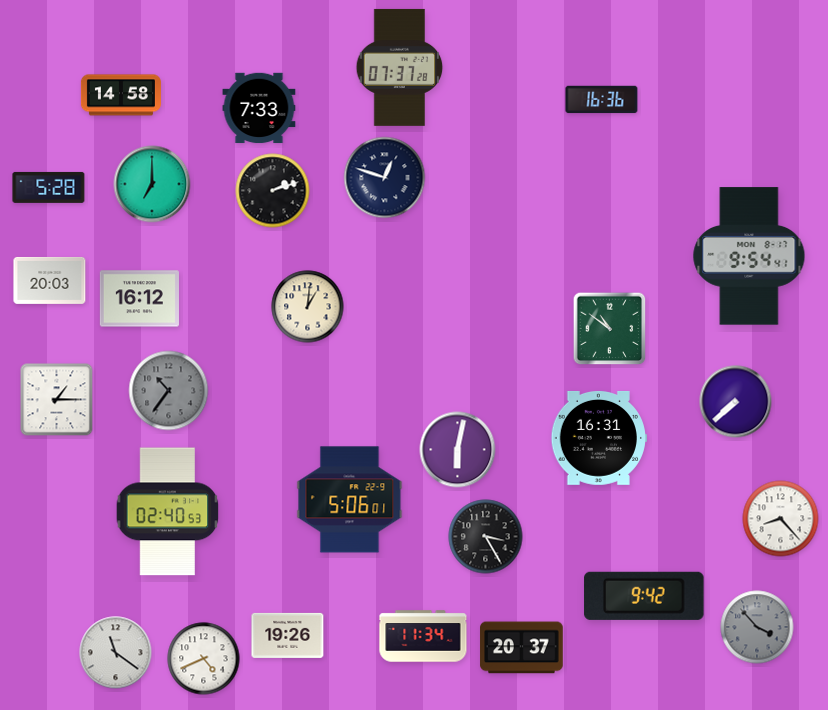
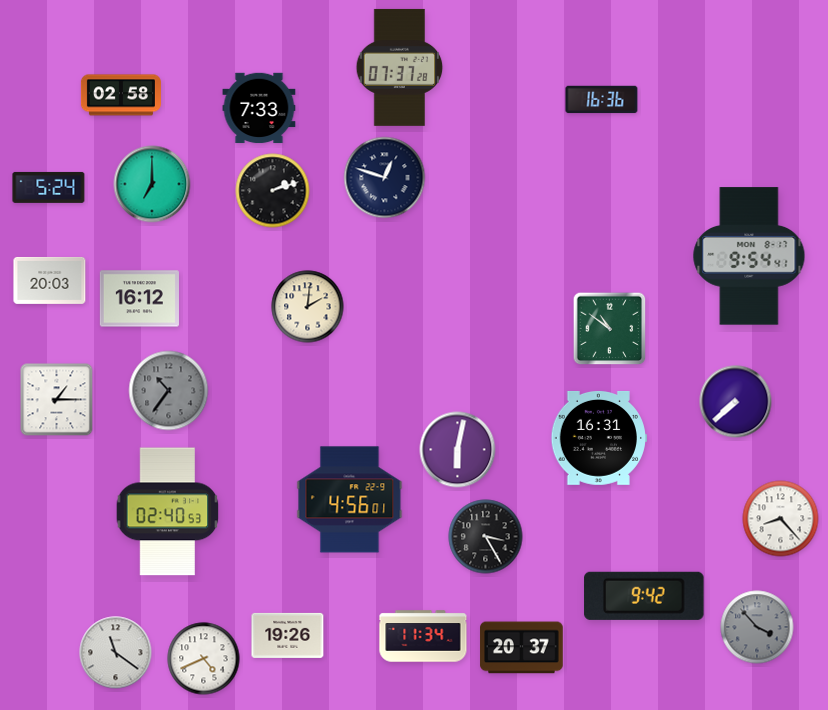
clock at (121, 95): 14:58 -> 02:58
clock at (49, 187): 5:28 -> 5:24
clock at (308, 307): 1:01 -> 2:01
clock at (350, 500): 5:06 -> 4:56
